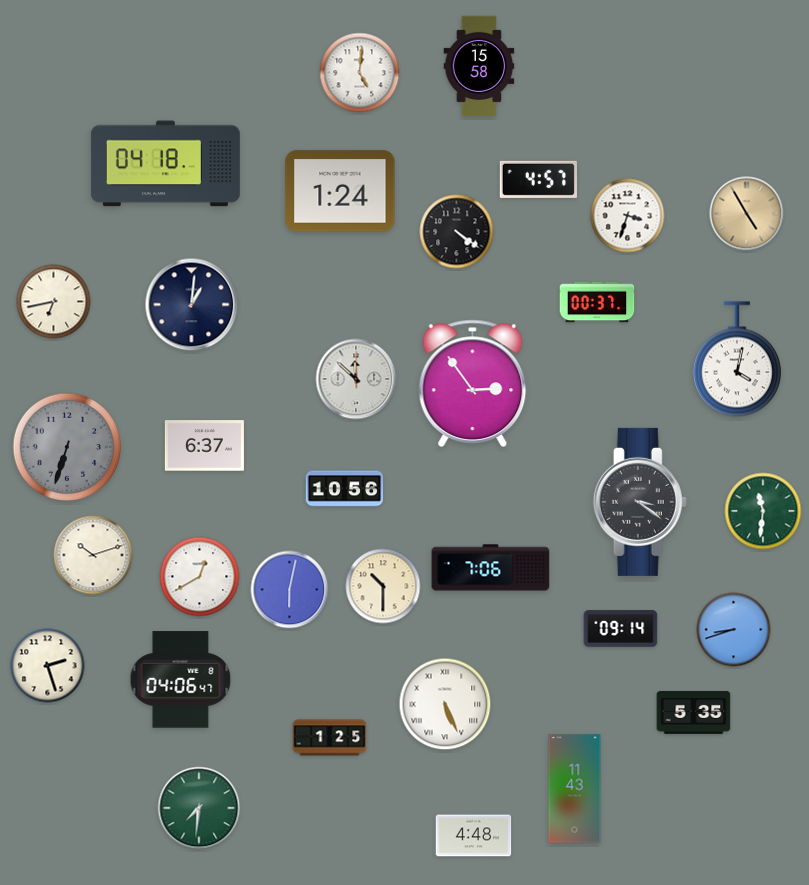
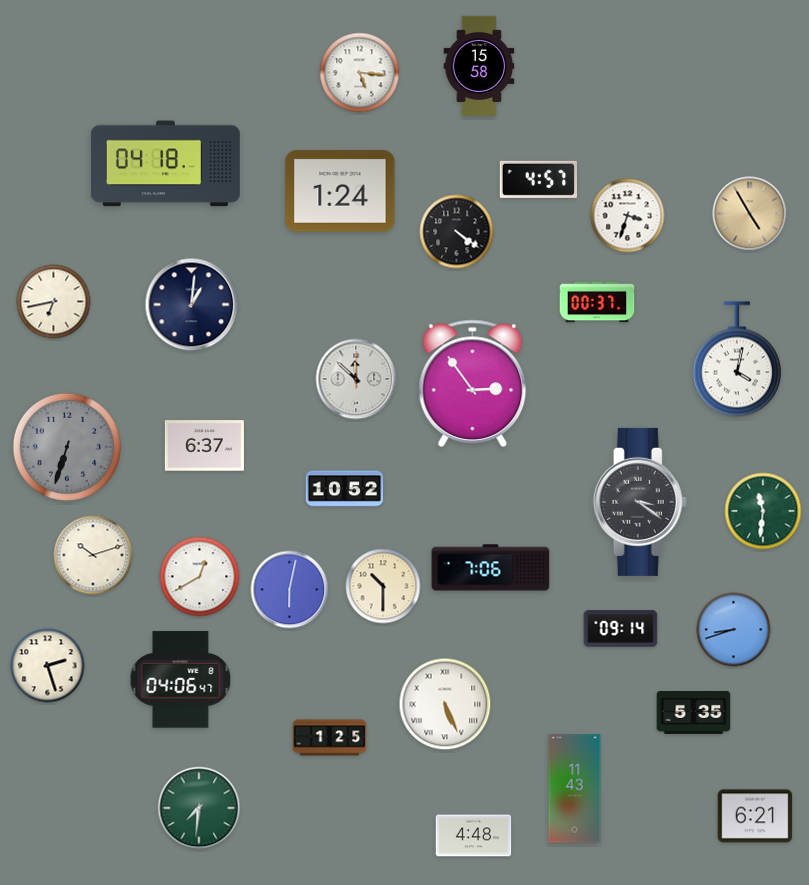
clock at (360, 73): 5:01 -> 5:16
clock at (747, 214) position: (747, 214) -> (750, 214)
clock at (345, 489): 10:56 -> 10:52
clock at (755, 816): none -> 6:21
